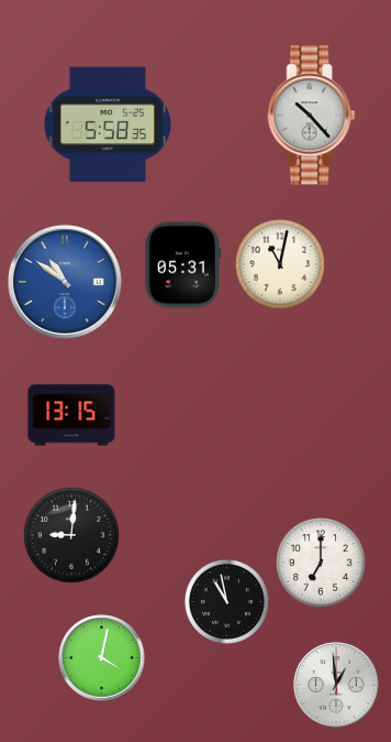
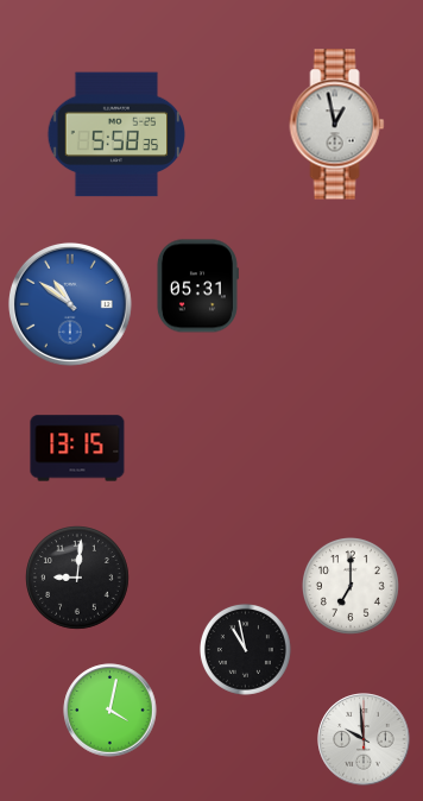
clock at (312, 116): 10:23 -> 12:58
clock at (281, 265): 11:02 -> none
clock at (322, 564) position: (322, 564) -> (352, 587)
clock at (336, 685): 12:59 -> 9:59
